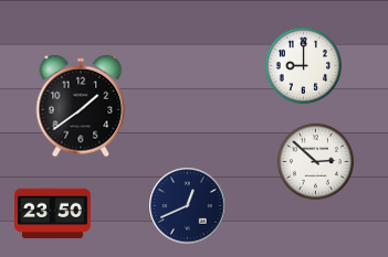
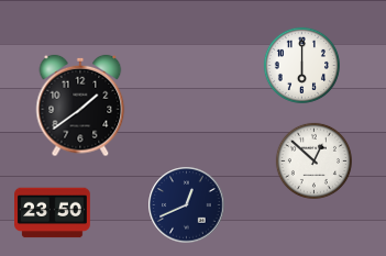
clock at (303, 65): 9:00 -> 6:00
clock at (315, 161): 2:52 -> 12:52
